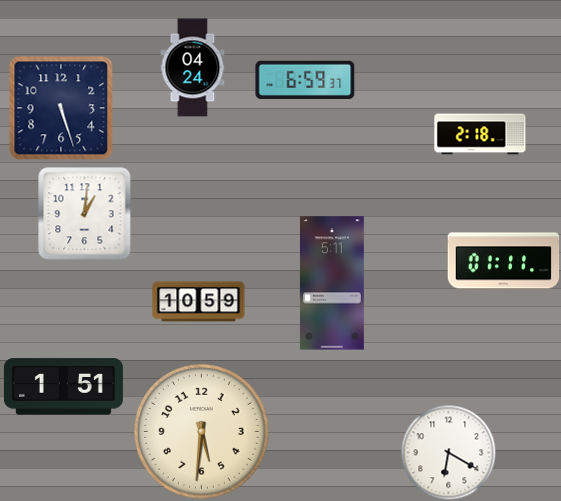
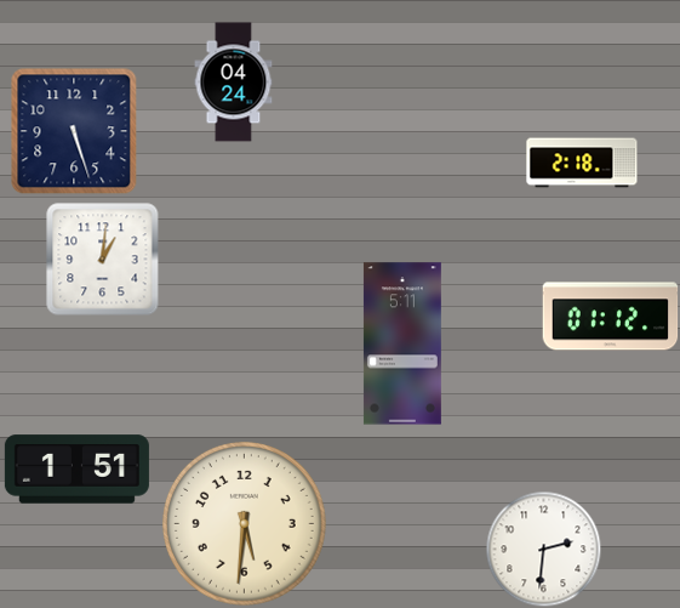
clock at (305, 80): 6:59 -> none
clock at (504, 261): 01:11 -> 01:12
clock at (199, 302): 10:59 -> none
clock at (448, 452): 6:20 -> 2:31
